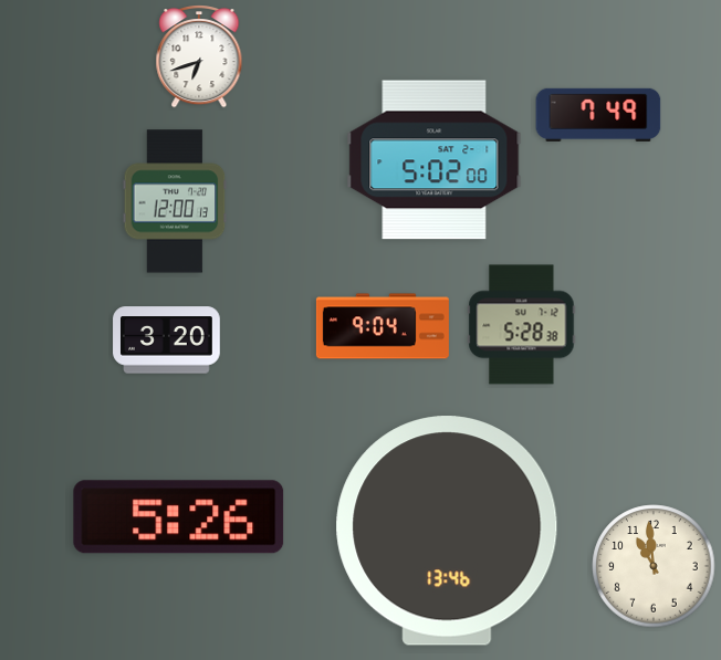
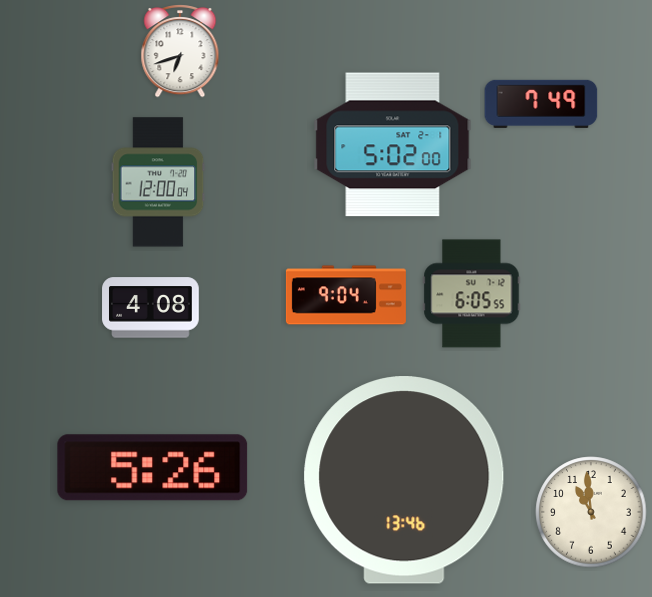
clock at (175, 201): 12:00:13 -> 12:00:04
clock at (522, 325): 5:28 -> 6:05
clock at (167, 341): 3:20 -> 4:08
clock at (179, 517) position: (179, 517) -> (153, 468)
